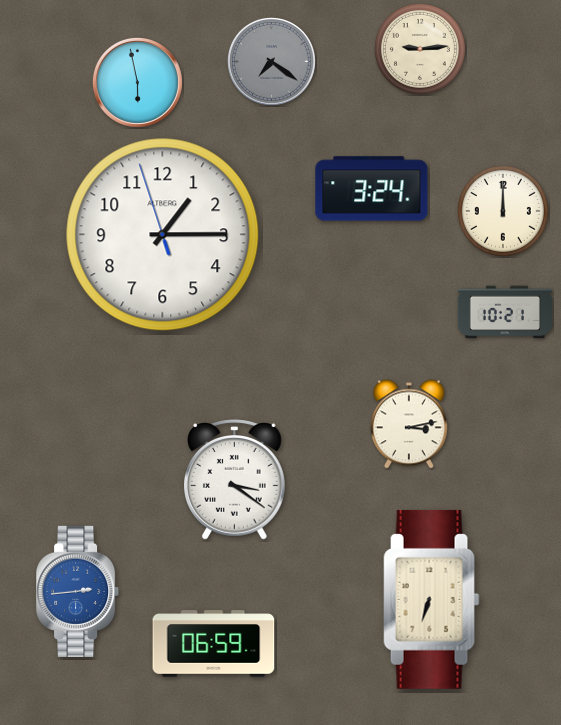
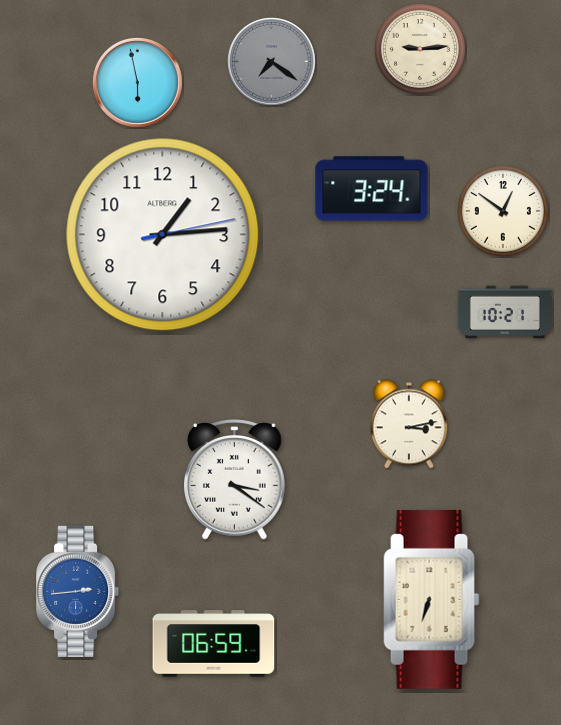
clock at (503, 211): 12:00 -> 12:51
clock at (163, 235): 1:14:57 -> 1:14:13
